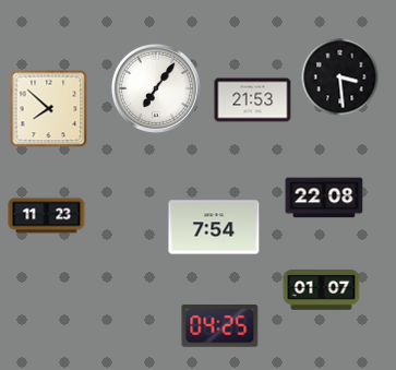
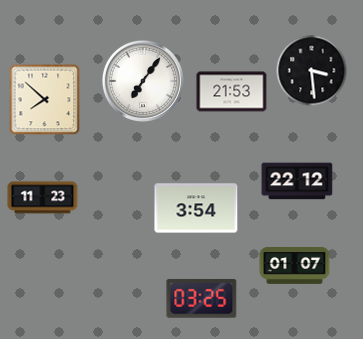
clock at (324, 198): 22:08 -> 22:12
clock at (214, 227): 7:54 -> 3:54
clock at (220, 326): 04:25 -> 03:25
